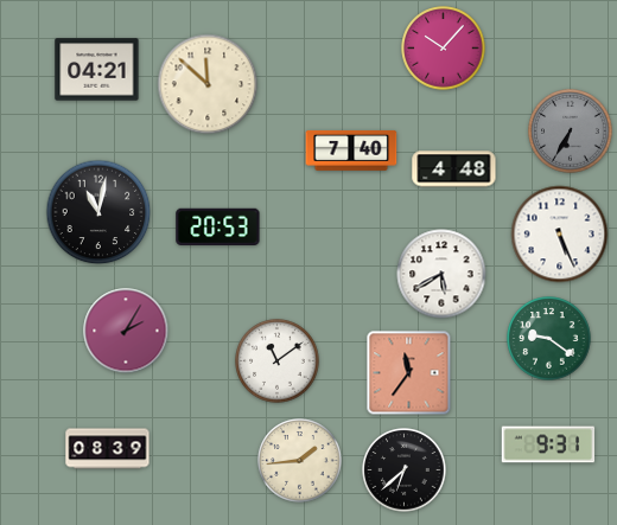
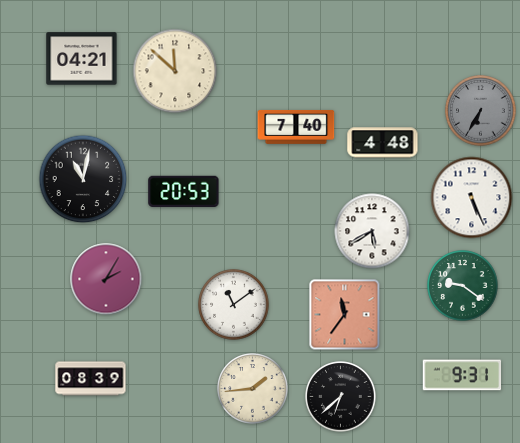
clock at (444, 49): 10:07 -> none
